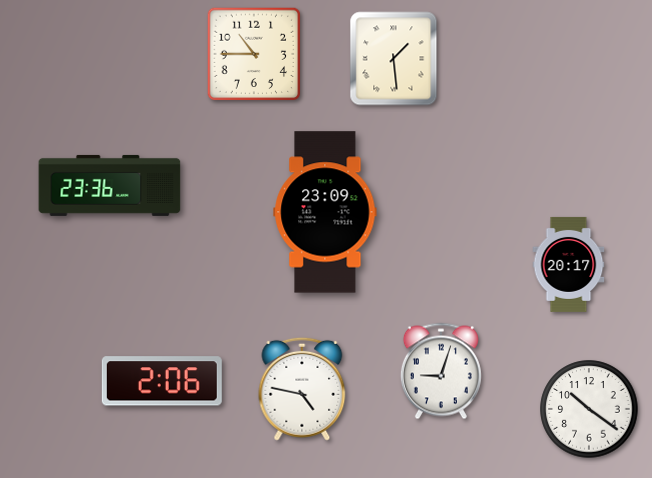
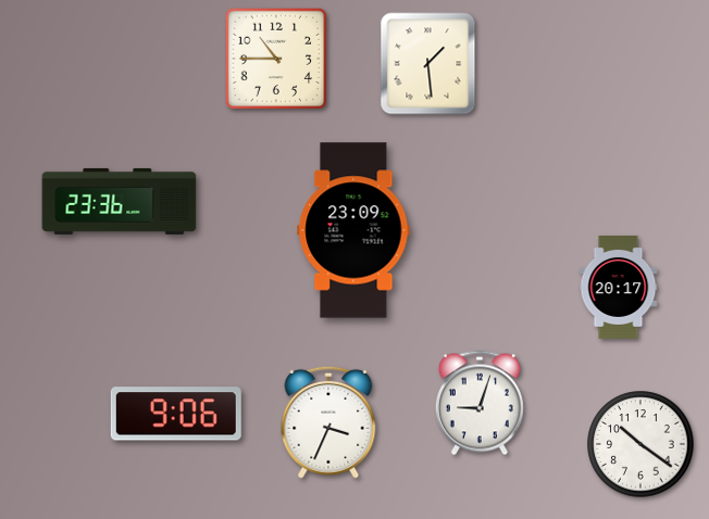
clock at (162, 381): 2:06 -> 9:06
clock at (302, 389): 4:47 -> 3:34
